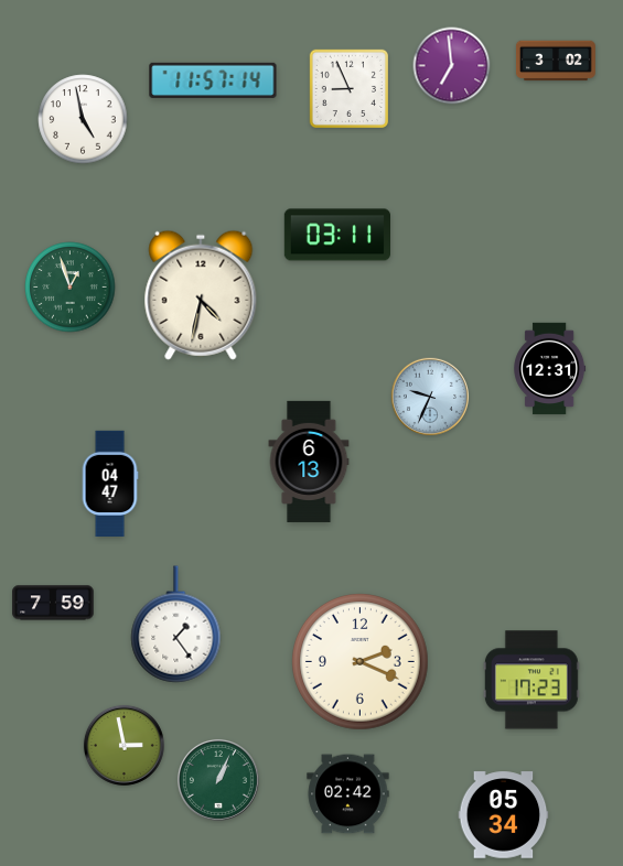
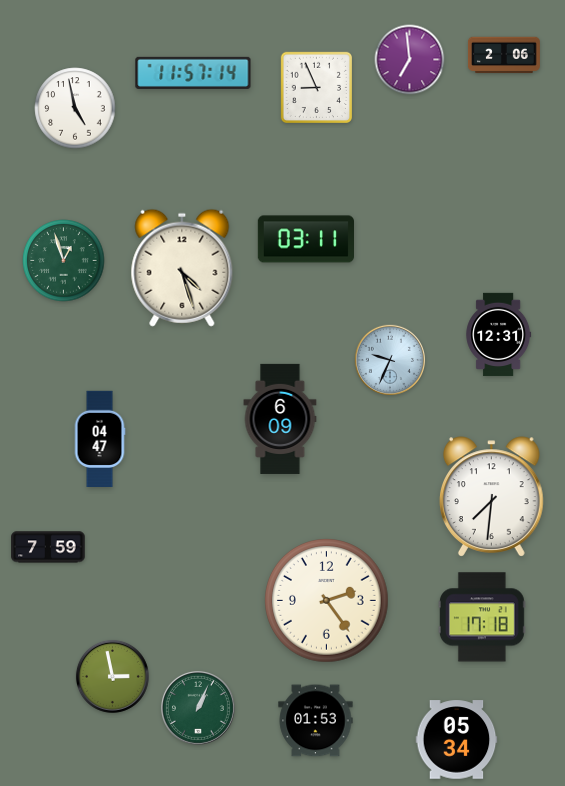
clock at (556, 61): 3:02 -> 2:06
clock at (348, 88) position: (348, 88) -> (316, 87)
clock at (336, 235) position: (336, 235) -> (305, 239)
clock at (201, 295): 4:32 -> 4:27
clock at (309, 462): 6:13 -> 6:09
clock at (492, 497): none -> 7:31
clock at (176, 625): 1:24 -> none
clock at (361, 662): 2:19 -> 2:24
clock at (531, 680): 17:23 -> 17:18
clock at (348, 794): 02:42 -> 01:53
